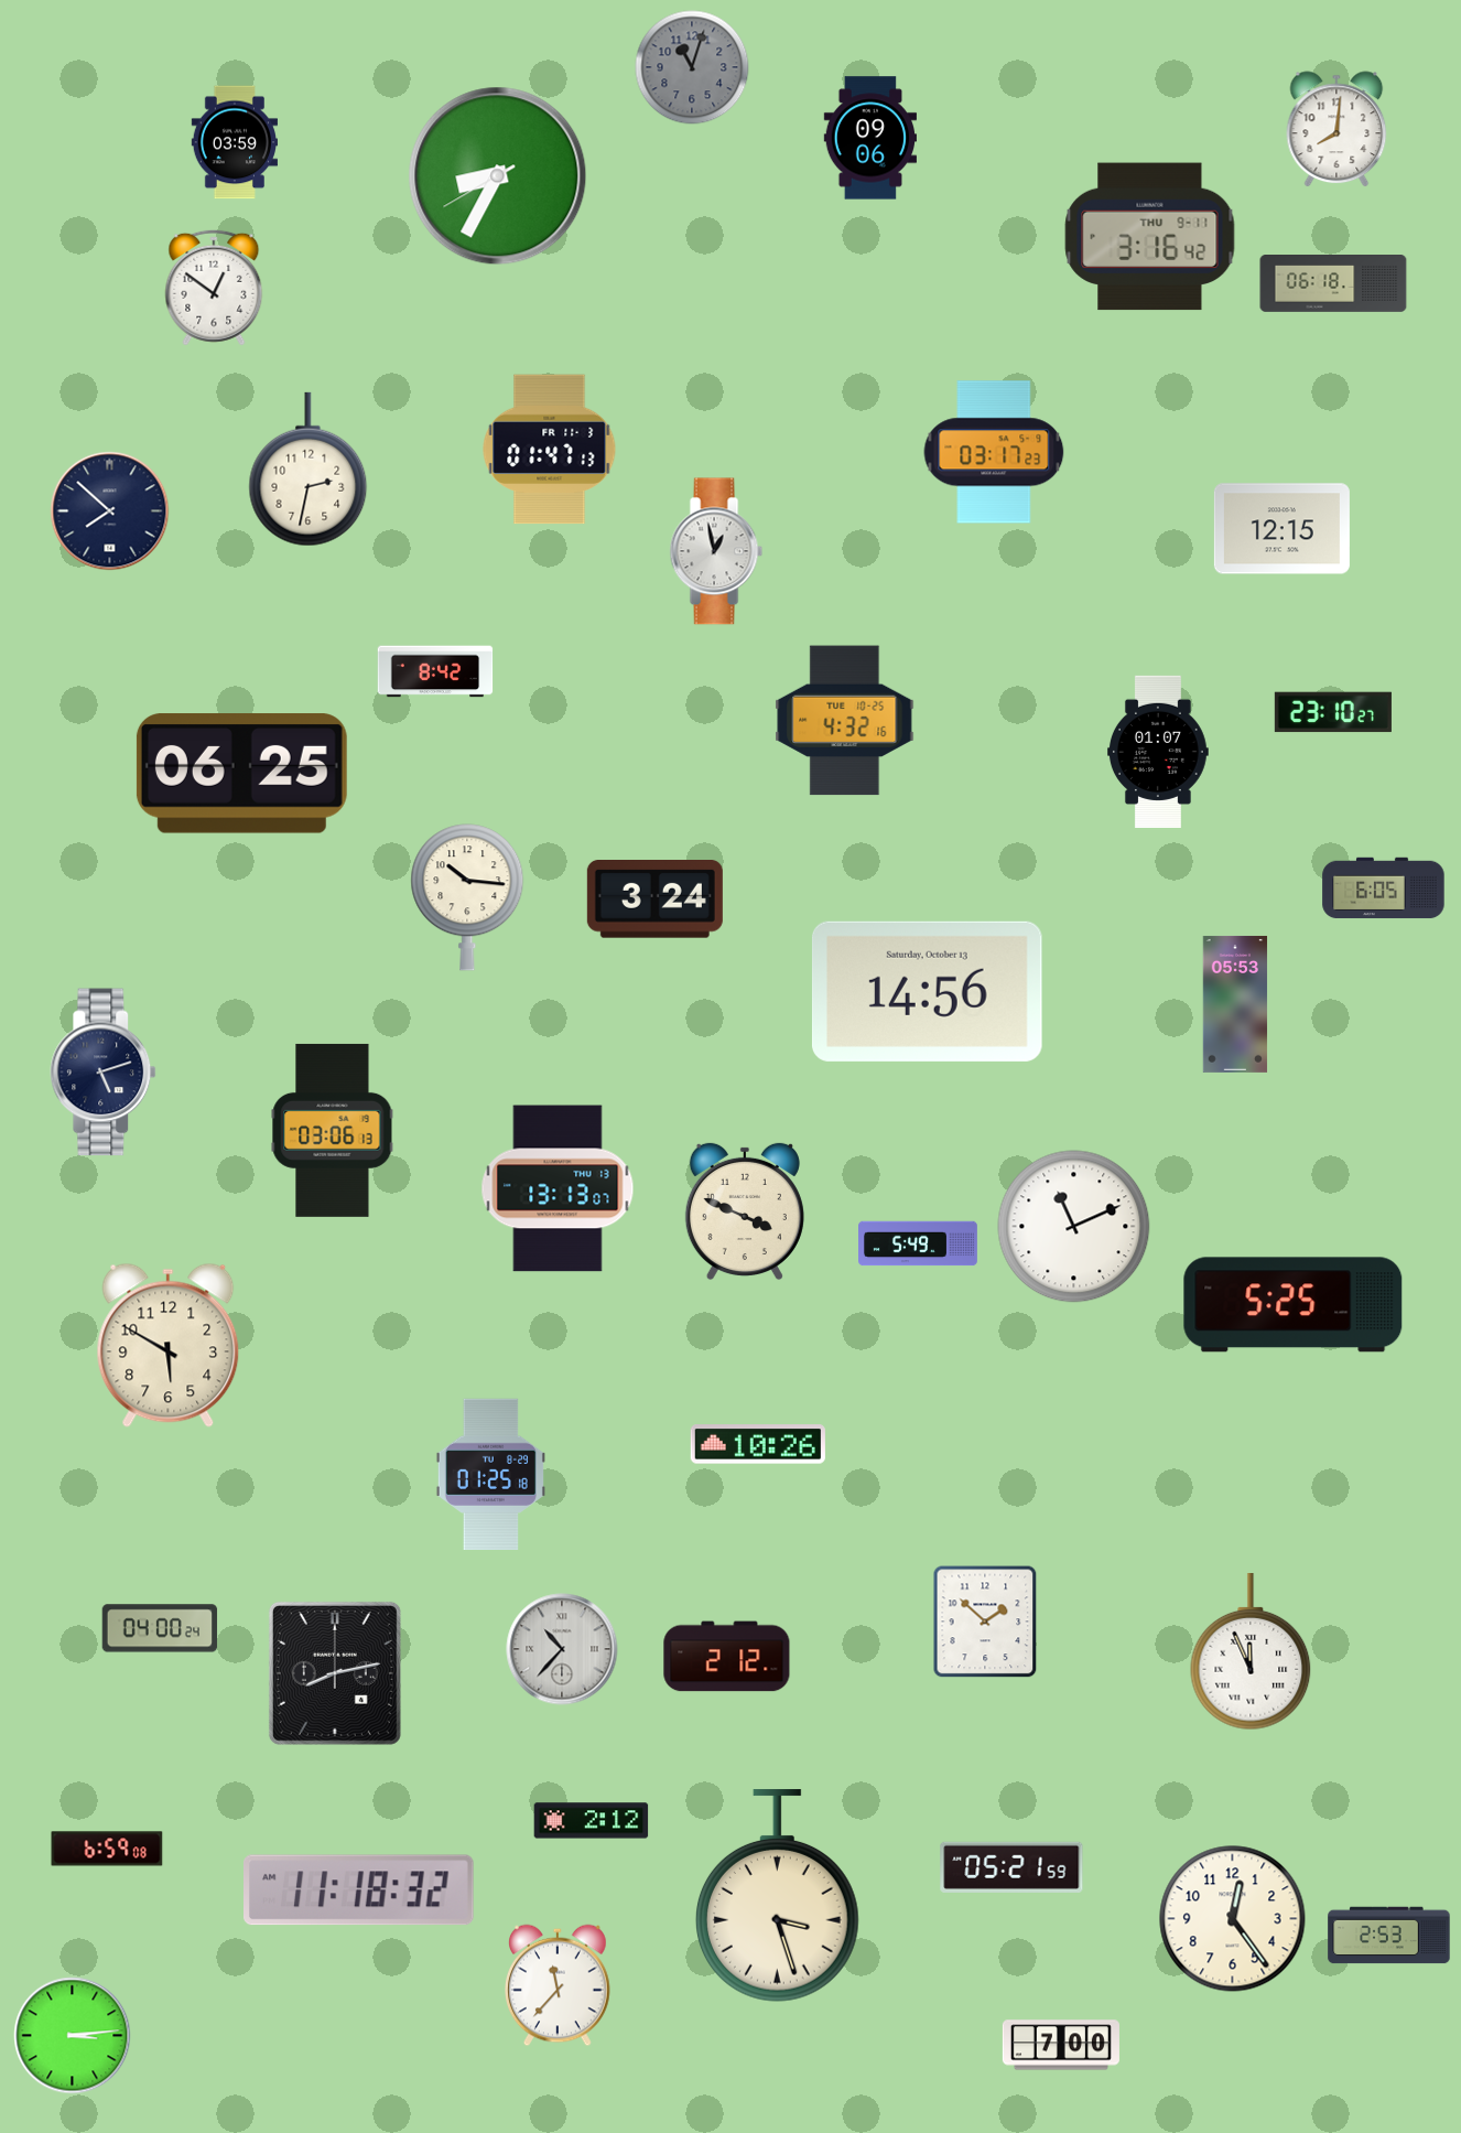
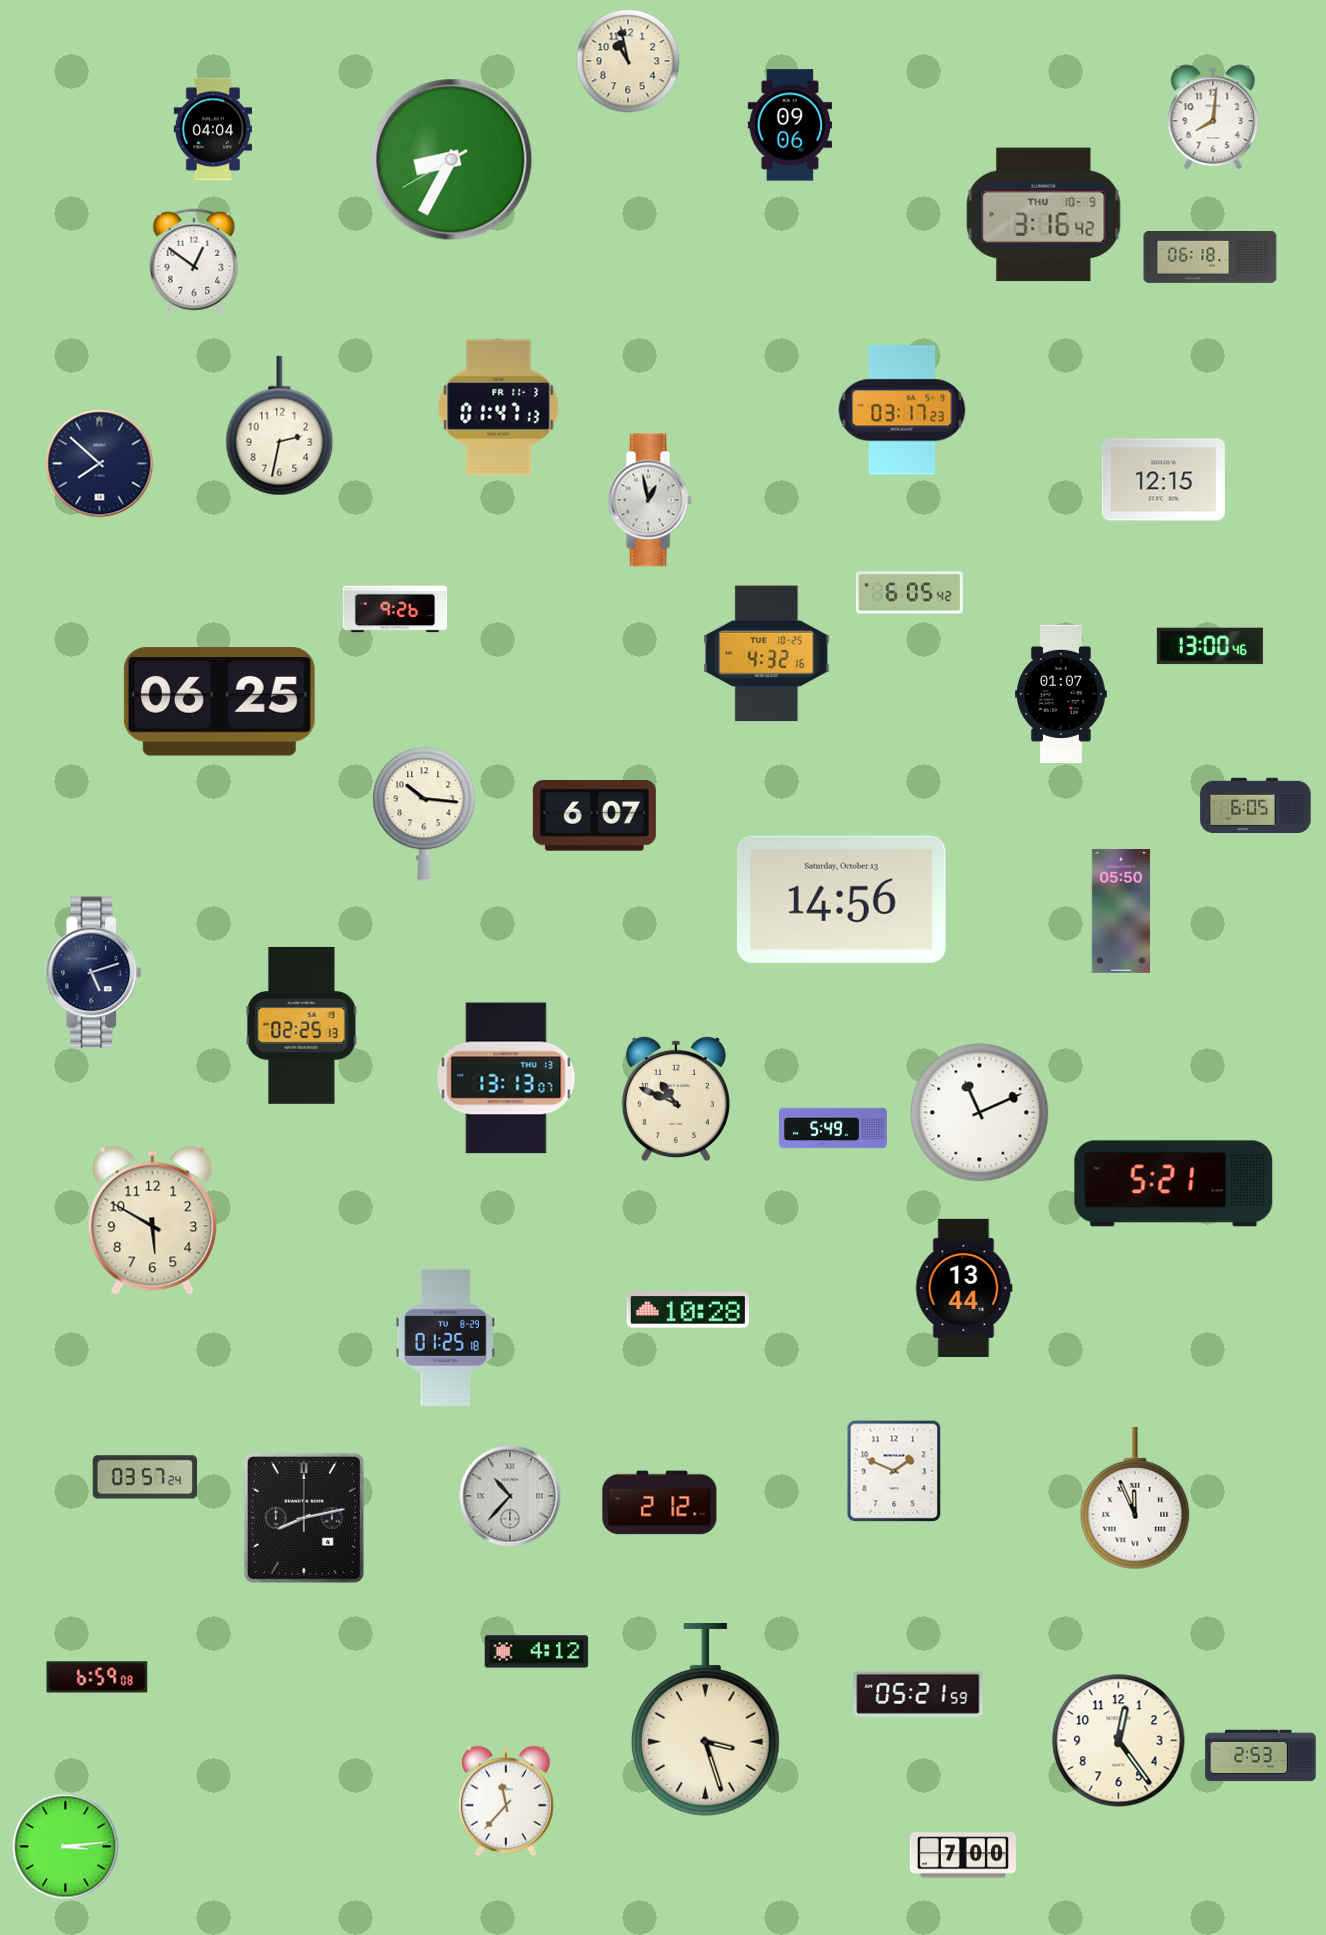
clock at (692, 67): 11:03 -> 10:58
clock at (692, 67) dial: grey -> cream
clock at (234, 142): 03:59 -> 04:04
clock at (1150, 237) date: THU 9-11 -> THU 10-9
clock at (909, 593): none -> 6:05
clock at (435, 671): 8:42 -> 9:26
clock at (1333, 712): 23:10 -> 13:00
clock at (1159, 752) position: (1159, 752) -> (1062, 694)
clock at (654, 899): 3:24 -> 6:07
clock at (1235, 1004): 05:53 -> 05:50
clock at (333, 1130): 03:06 -> 02:25
clock at (745, 1211): 3:49 -> 10:49
clock at (1074, 1227) position: (1074, 1227) -> (980, 1113)
clock at (1294, 1305): 5:25 -> 5:21
clock at (964, 1288): none -> 13:44
clock at (758, 1444): 10:26 -> 10:28
clock at (985, 1622): 1:52 -> 1:49
clock at (160, 1628): 04:00 -> 03:57
clock at (592, 1821): 2:12 -> 4:12
clock at (359, 1890): 11:18 -> none
